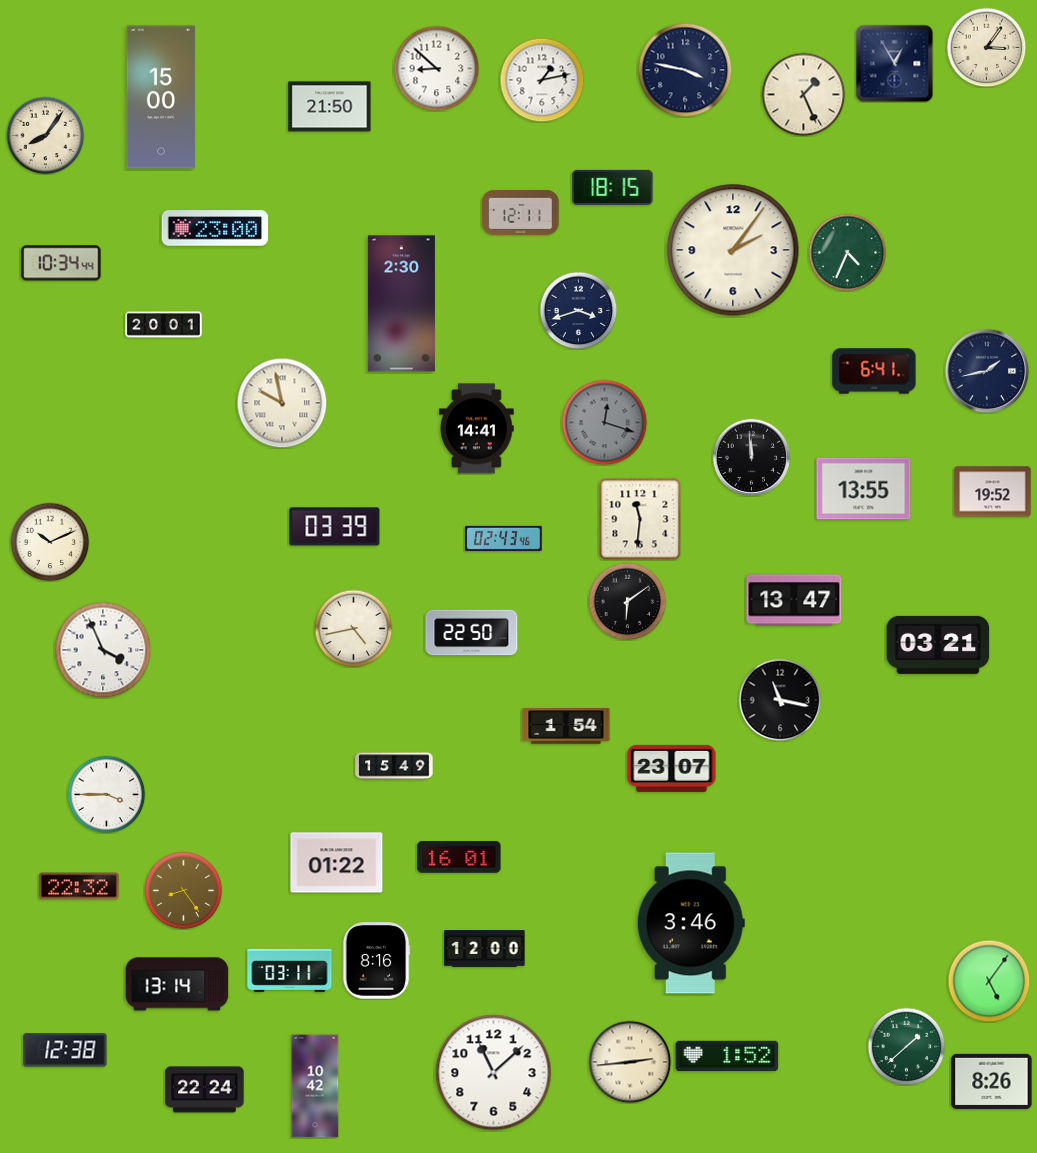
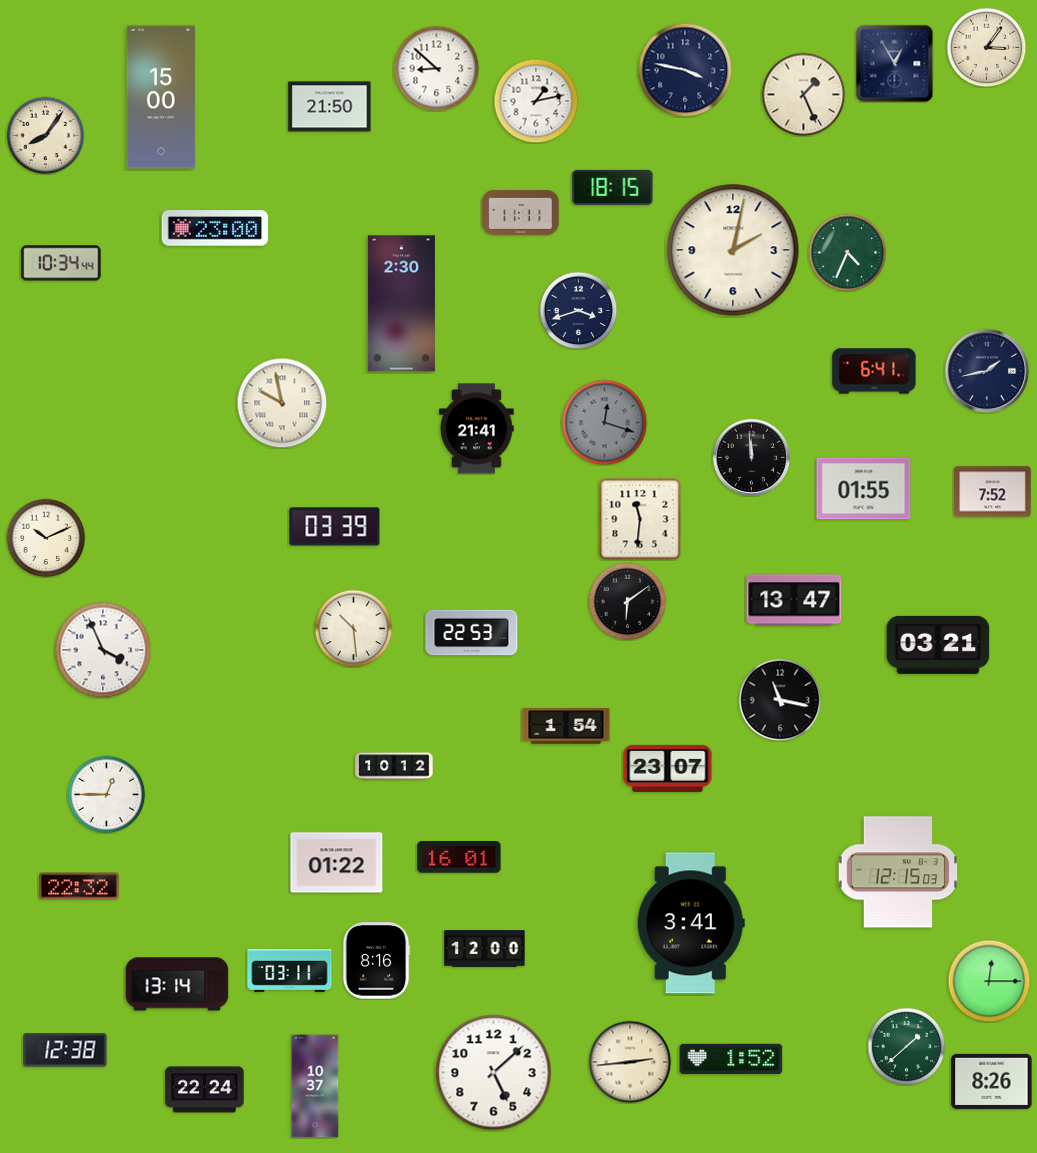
clock at (542, 80) position: (542, 80) -> (536, 101)
clock at (521, 212): 12:11 -> 11:11
clock at (733, 250): 2:06 -> 2:02
clock at (164, 325): 20:01 -> none
clock at (477, 429): 14:41 -> 21:41
clock at (864, 489): 13:55 -> 01:55
clock at (993, 492): 19:52 -> 7:52
clock at (504, 538): 02:43 -> none
clock at (50, 542) position: (50, 542) -> (46, 538)
clock at (353, 628): 4:43 -> 10:29
clock at (472, 633): 22:50 -> 22:53
clock at (394, 766): 15:49 -> 10:12
clock at (672, 768) position: (672, 768) -> (668, 768)
clock at (106, 794): 3:45 -> 12:45
clock at (898, 872): none -> 12:15
clock at (183, 890): 8:24 -> none
clock at (691, 923): 3:46 -> 3:41
clock at (989, 981): 5:06 -> 12:15
clock at (727, 1056) position: (727, 1056) -> (731, 1059)
clock at (494, 1073): 11:08 -> 5:08
clock at (315, 1086): 10:42 -> 10:37
